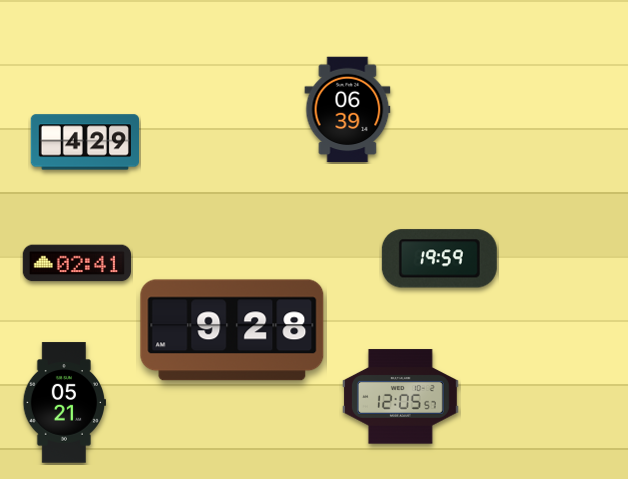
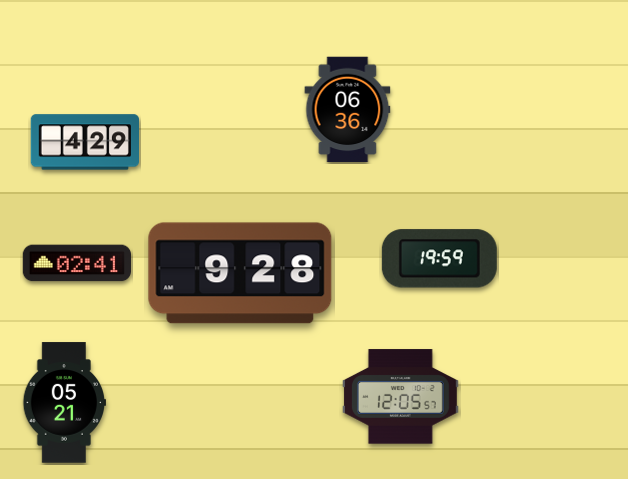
clock at (348, 110): 06:39 -> 06:36
clock at (232, 330) position: (232, 330) -> (240, 273)
